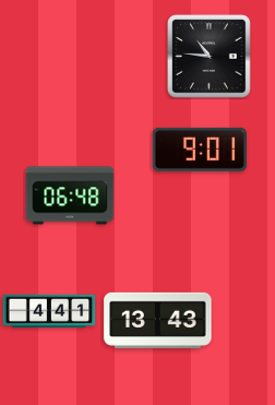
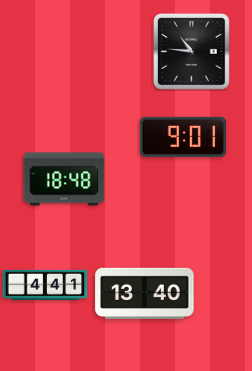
clock at (70, 195): 06:48 -> 18:48
clock at (158, 320): 13:43 -> 13:40
